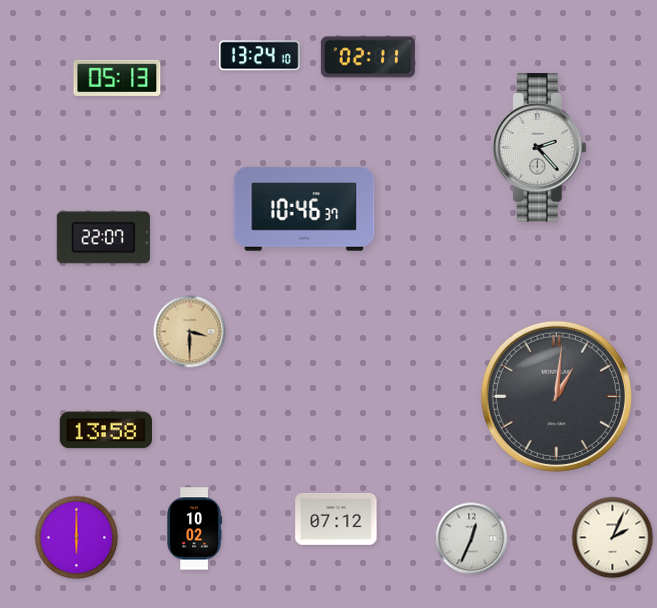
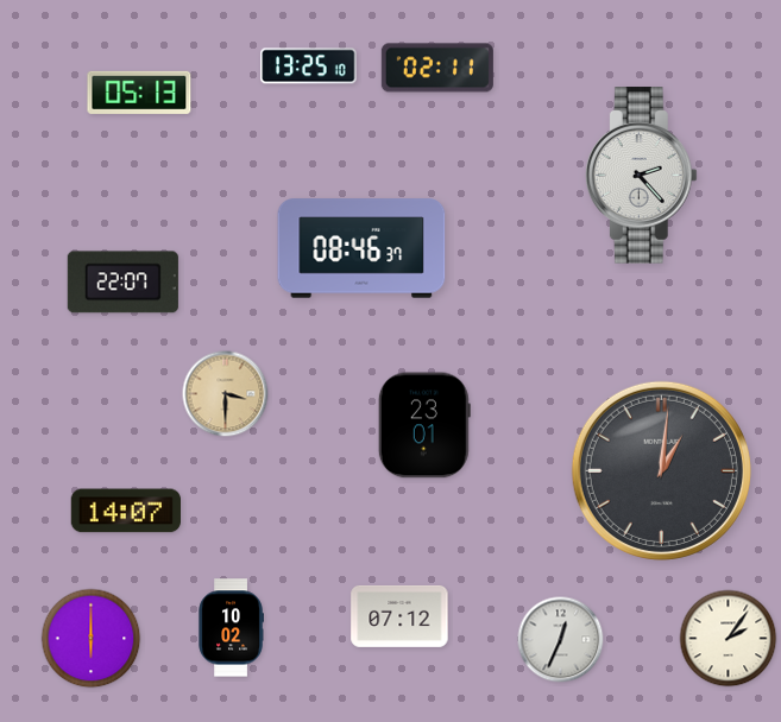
clock at (260, 56): 13:24 -> 13:25
clock at (304, 209): 10:46 -> 08:46
clock at (424, 425): none -> 23:01
clock at (105, 430): 13:58 -> 14:07
clock at (613, 538): 2:04 -> 2:06
